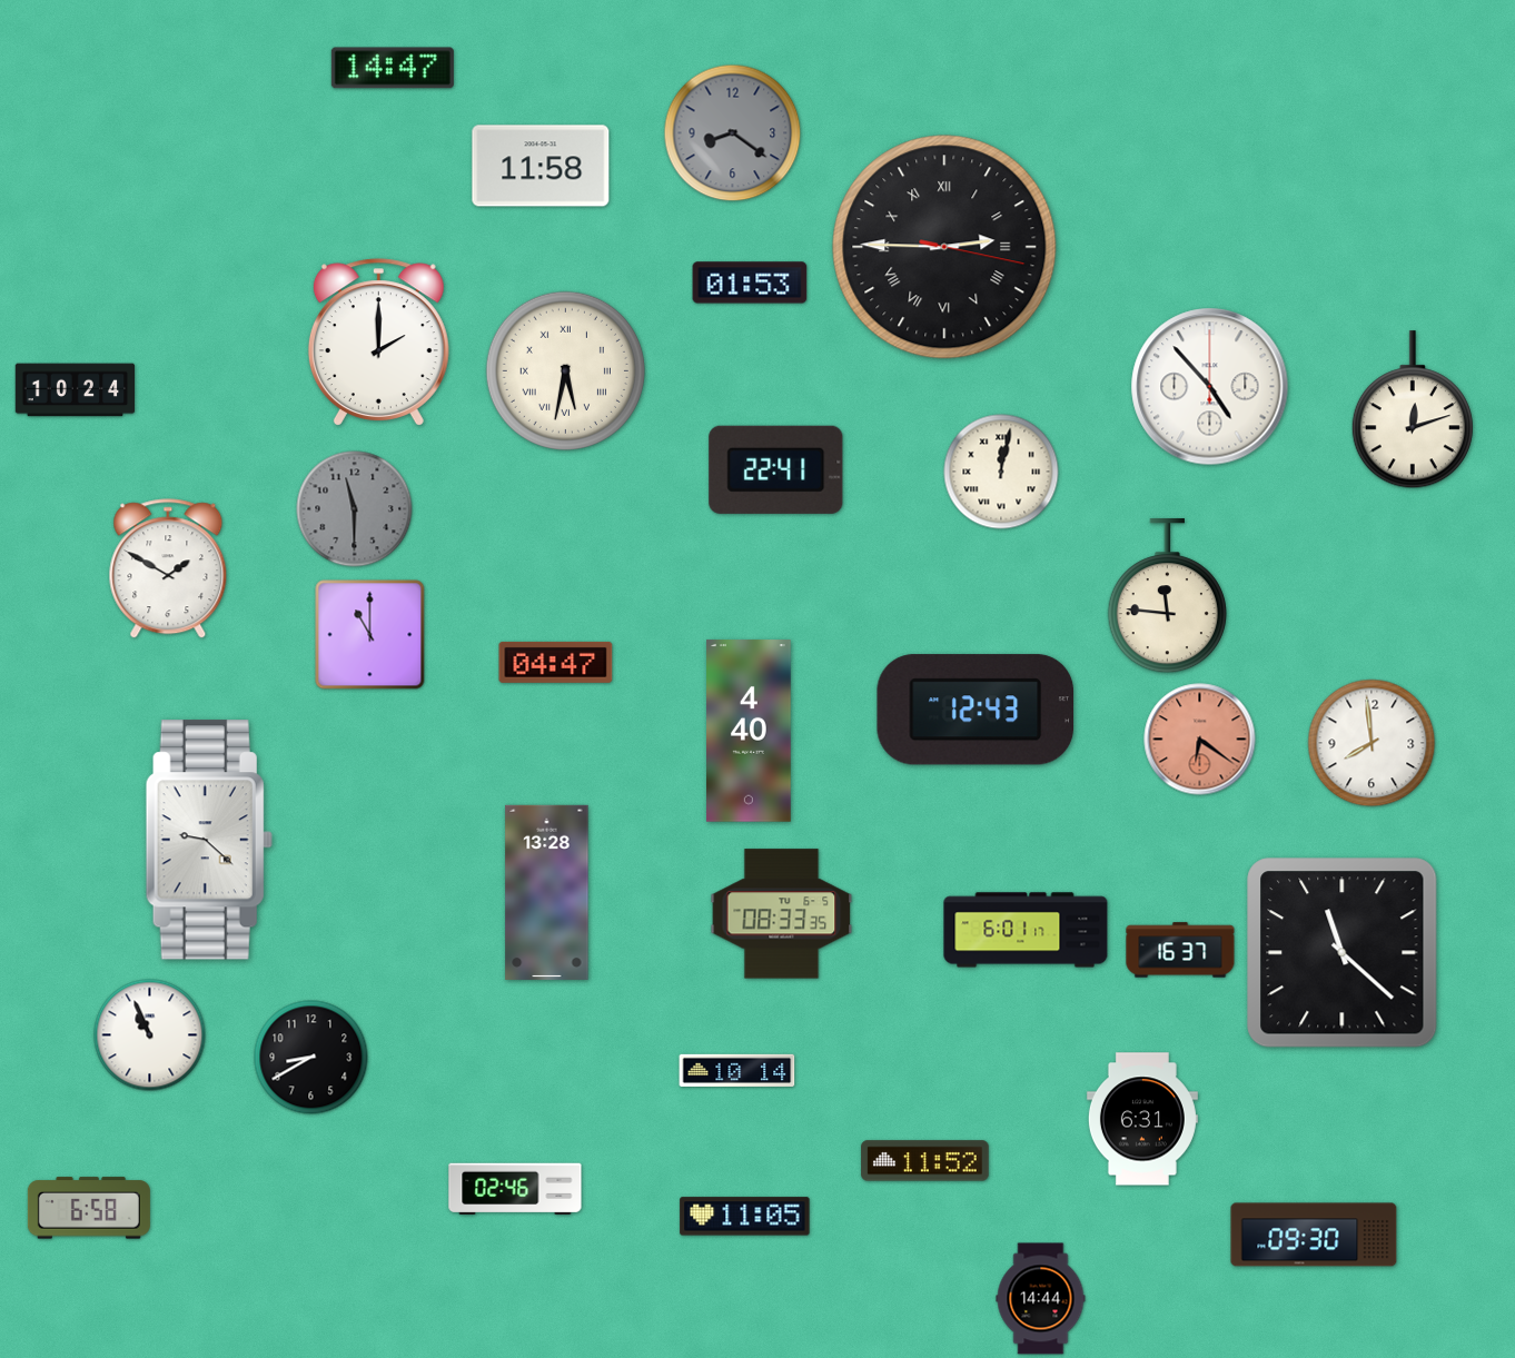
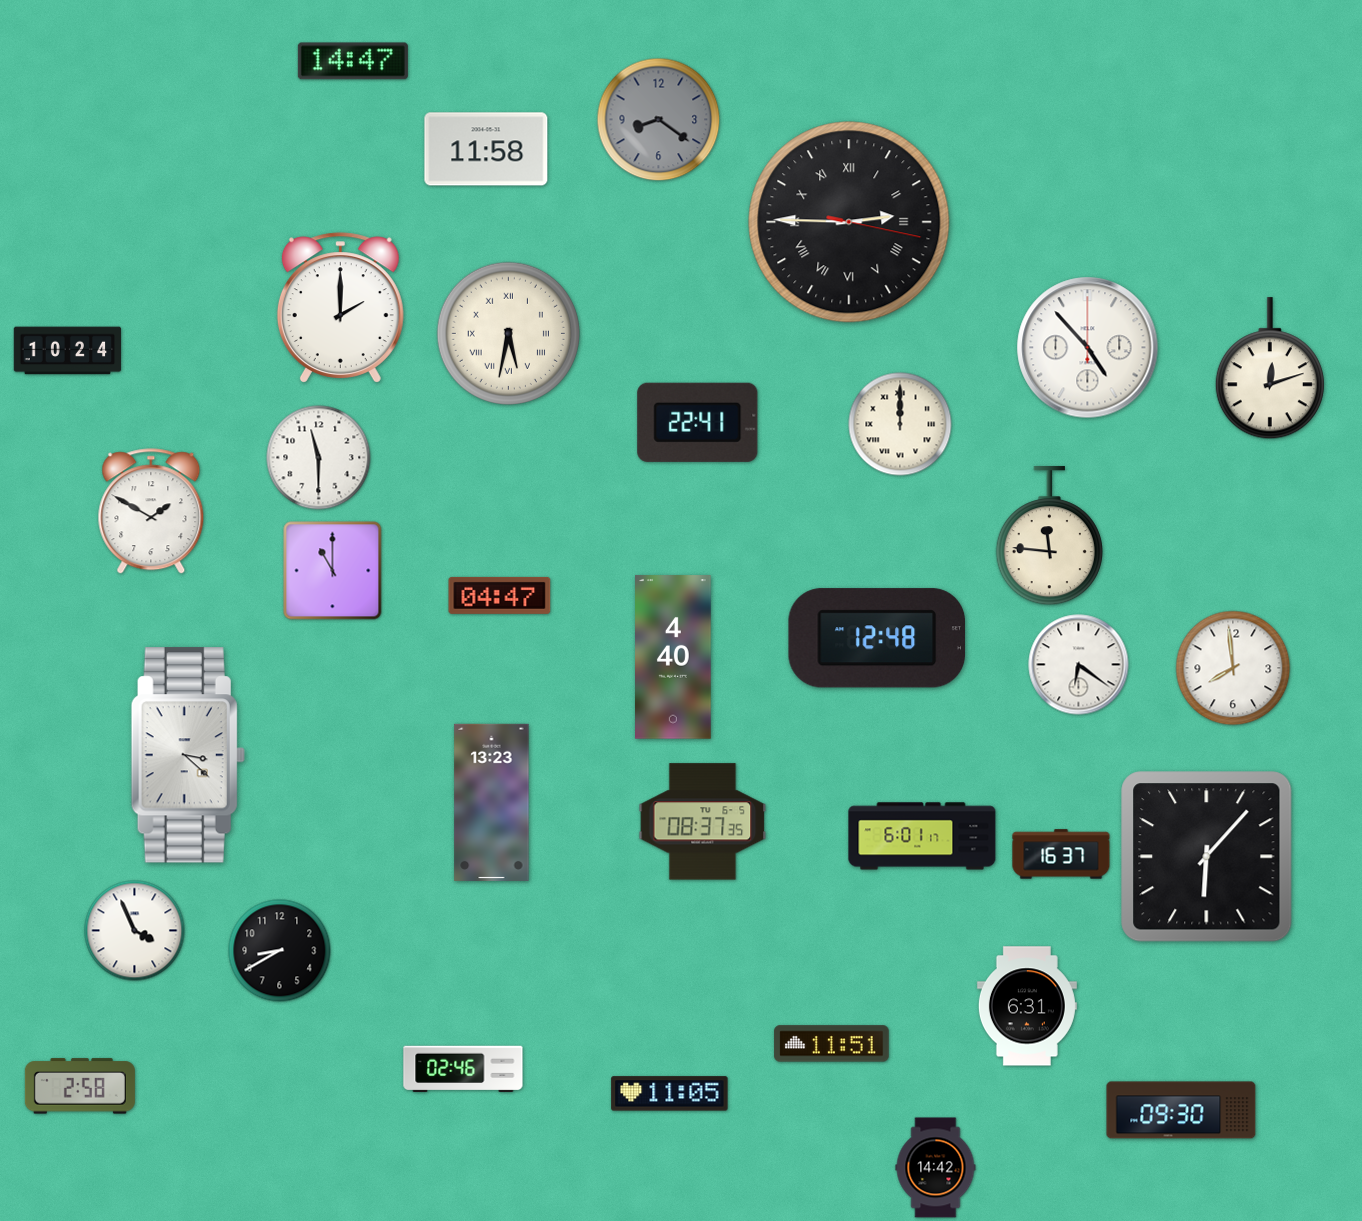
clock at (750, 282): 01:53 -> none
clock at (1001, 472): 12:02 -> 12:00
clock at (355, 509) dial: grey -> white
clock at (976, 710): 12:43 -> 12:48
clock at (1200, 740) dial: salmon -> white
clock at (209, 840): 9:22 -> 3:22
clock at (547, 892): 13:28 -> 13:23
clock at (782, 914): 08:33 -> 08:37
clock at (1343, 953): 11:22 -> 6:07
clock at (150, 1035): 10:56 -> 3:56
clock at (737, 1070): 10:14 -> none
clock at (925, 1161): 11:52 -> 11:51
clock at (89, 1208): 6:58 -> 2:58
clock at (1041, 1299): 14:44 -> 14:42
